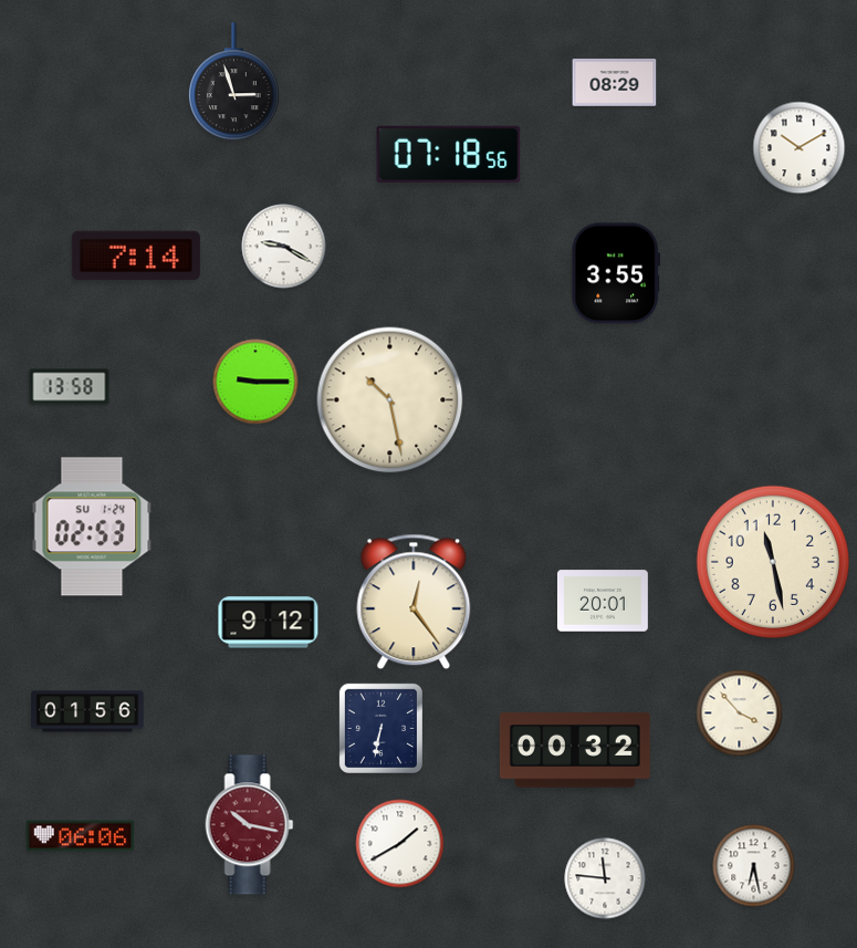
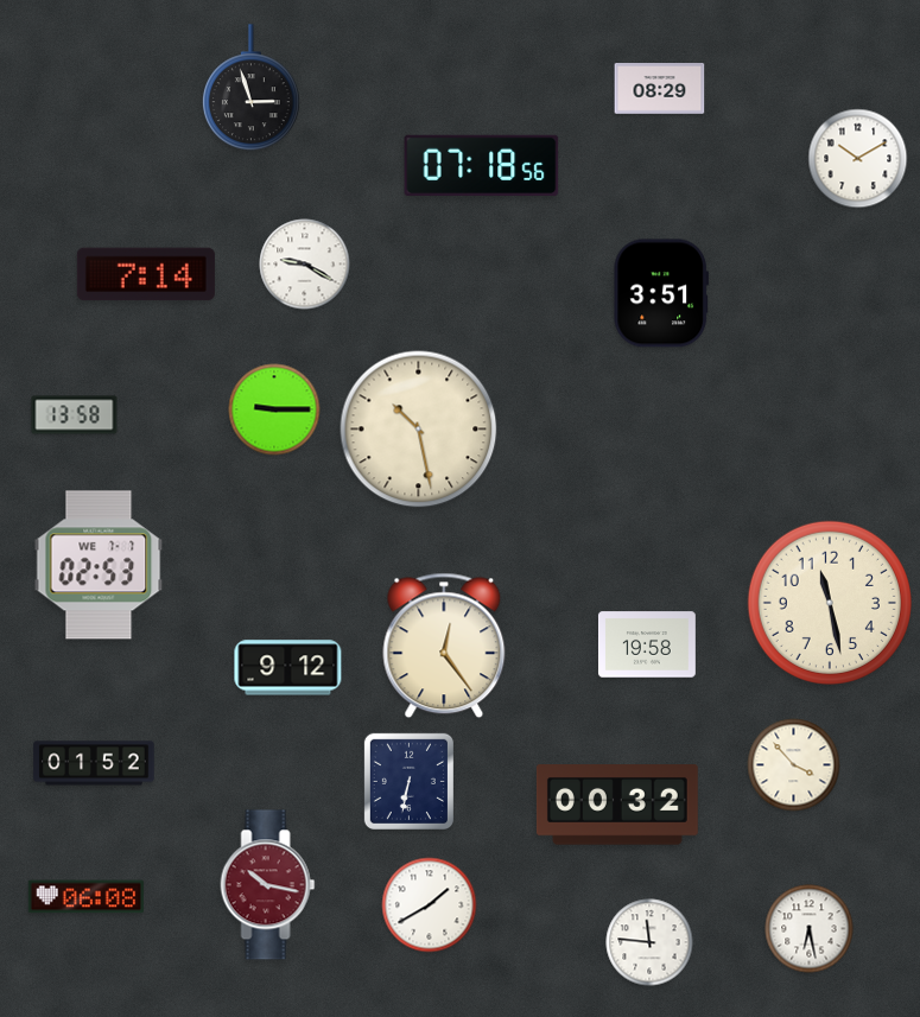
clock at (615, 273): 3:55 -> 3:51
clock at (92, 527) date: SU 1-24 -> WE 7-7
clock at (603, 601): 20:01 -> 19:58
clock at (87, 711): 01:56 -> 01:52
clock at (80, 836): 06:06 -> 06:08
